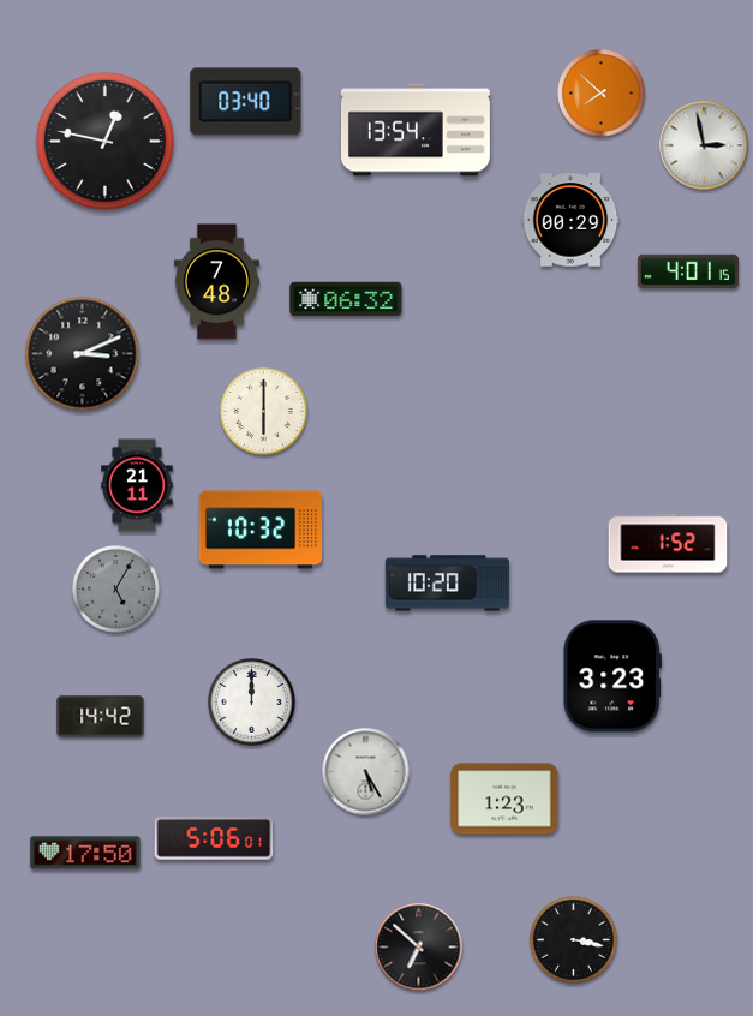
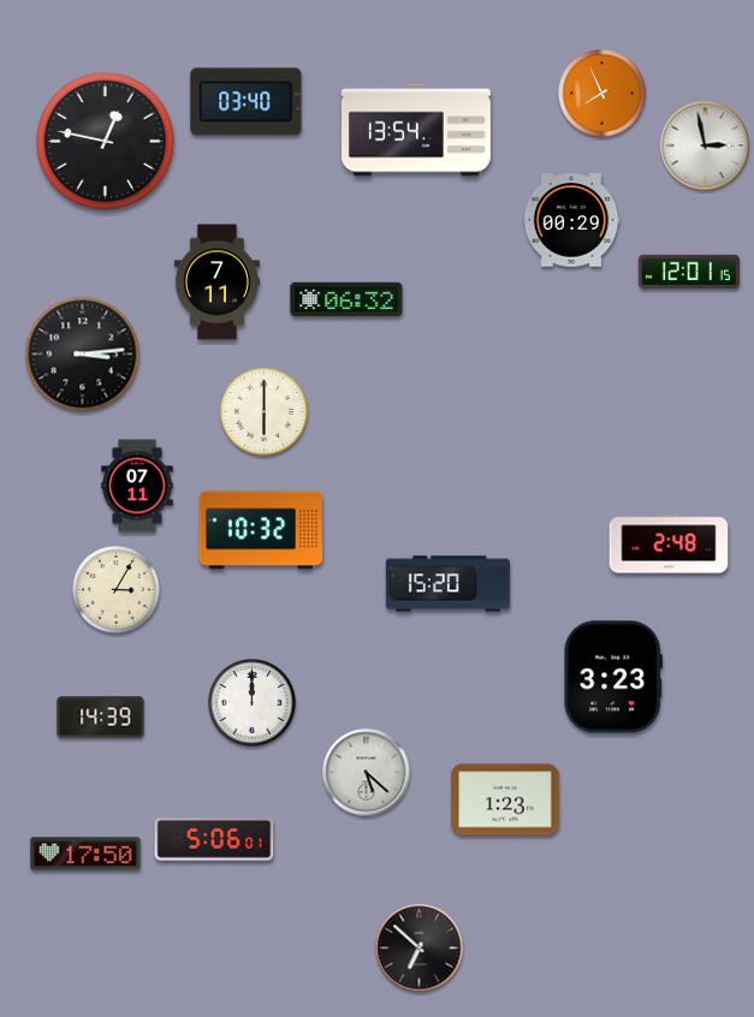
clock at (602, 94): 7:52 -> 7:56
clock at (688, 271): 4:01 -> 12:01
clock at (216, 282): 7:48 -> 7:11
clock at (83, 354): 3:11 -> 3:14
clock at (137, 485): 21:11 -> 07:11
clock at (668, 543): 1:52 -> 2:48
clock at (447, 584): 10:20 -> 15:20
clock at (116, 590): 5:05 -> 3:05
clock at (116, 590) dial: grey -> cream
clock at (101, 717): 14:42 -> 14:39
clock at (366, 772): 5:25 -> 5:22
clock at (574, 940): 3:17 -> none
